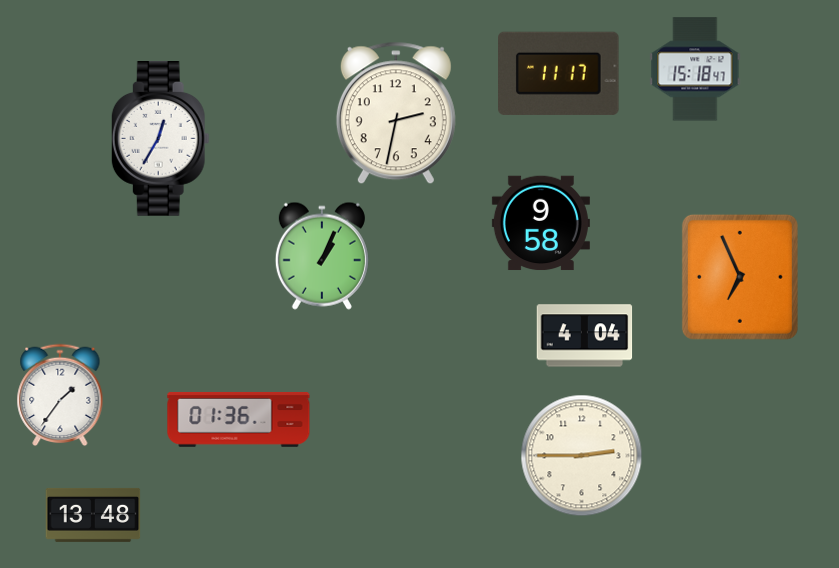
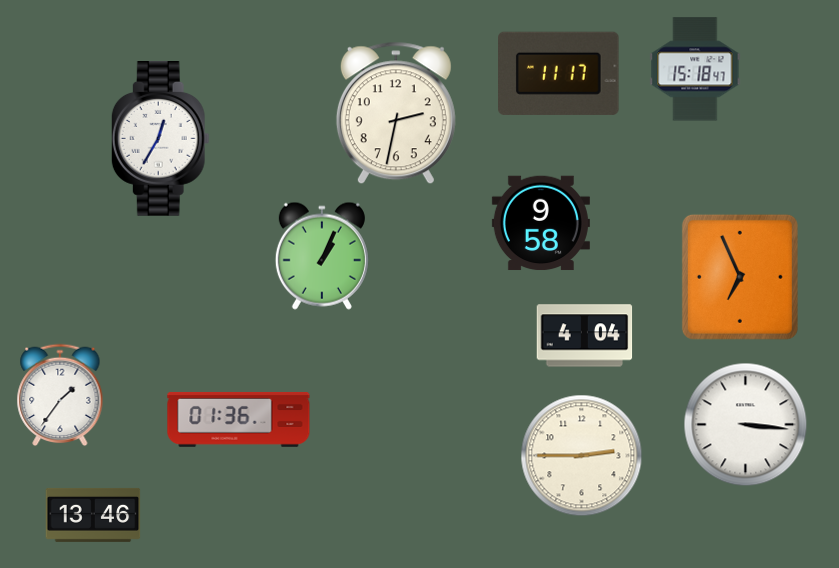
clock at (746, 425): none -> 3:16
clock at (93, 515): 13:48 -> 13:46
